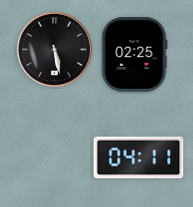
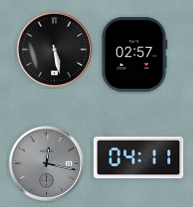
clock at (135, 55): 02:25 -> 02:57
clock at (46, 163): none -> 12:17
